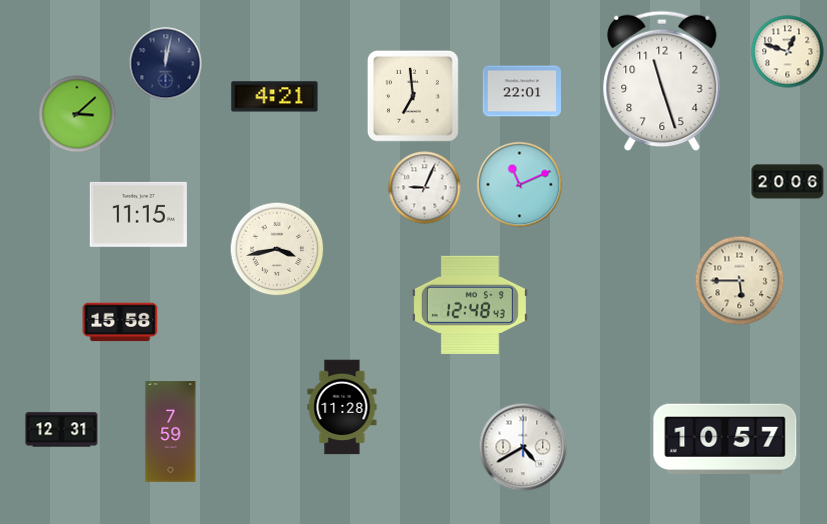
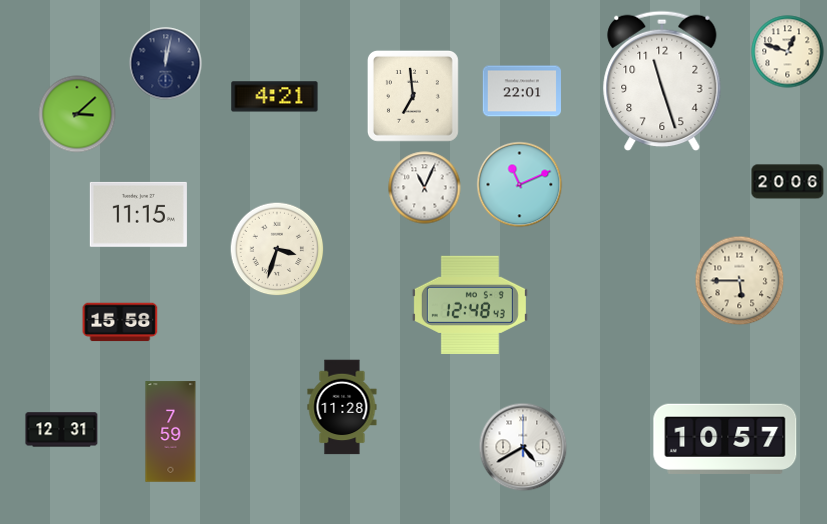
clock at (425, 188): 9:04 -> 11:04
clock at (277, 249): 3:43 -> 3:33
